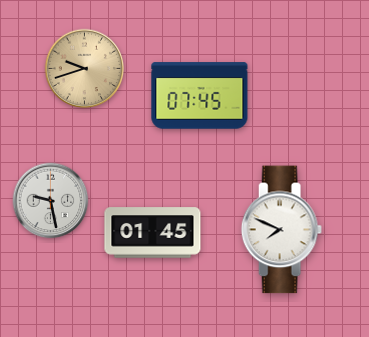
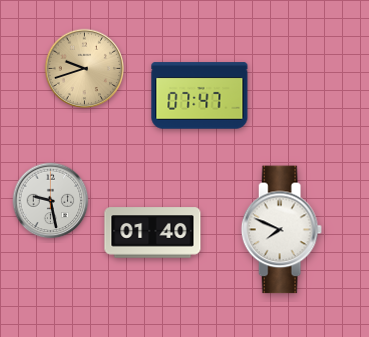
clock at (200, 96): 07:45 -> 07:47
clock at (153, 233): 01:45 -> 01:40
